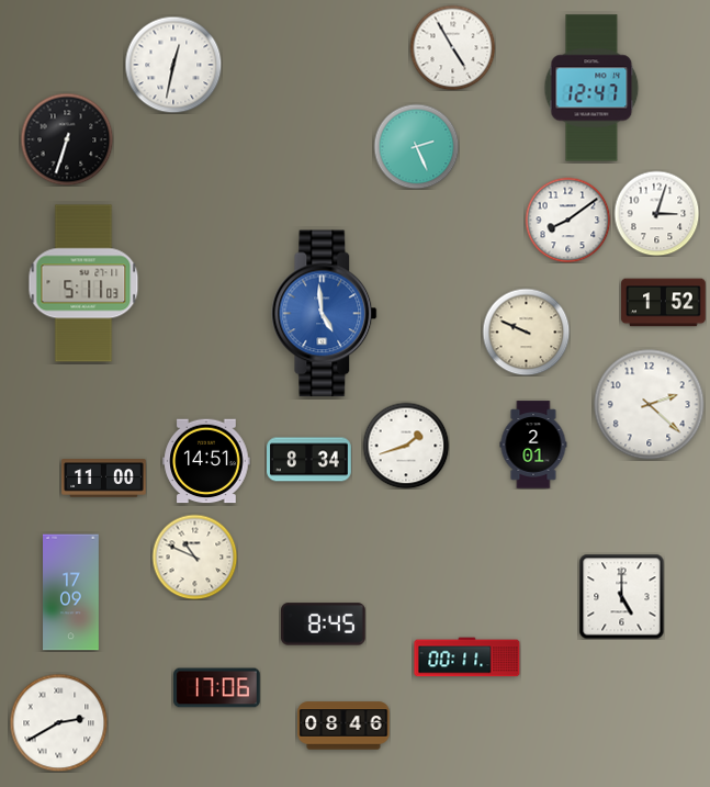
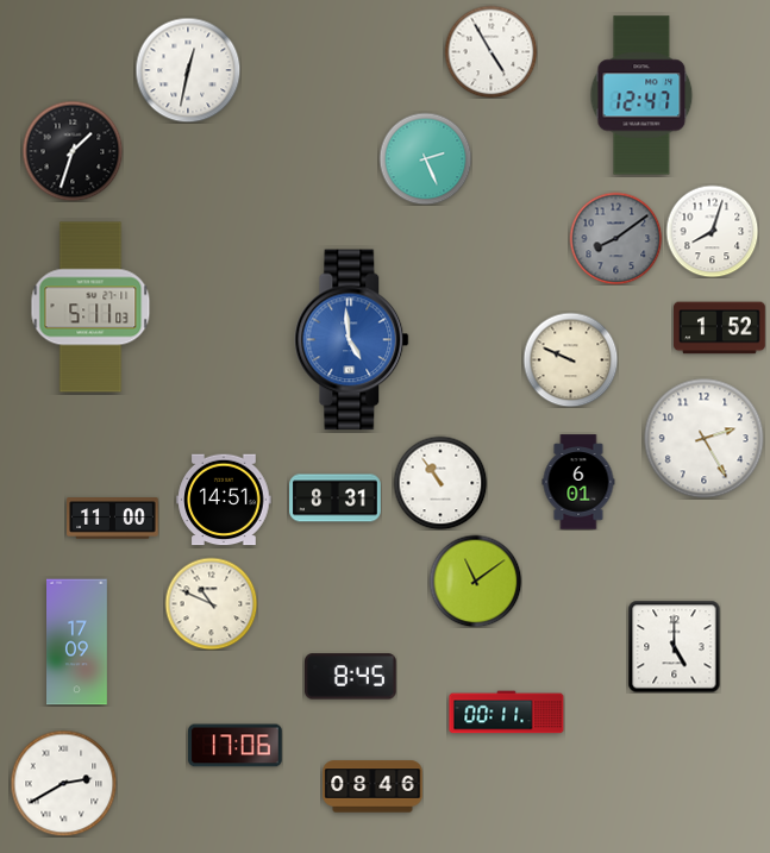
clock at (67, 139): 6:33 -> 1:33
clock at (416, 146) position: (416, 146) -> (425, 158)
clock at (656, 213): 3:03 -> 8:03
clock at (567, 220) dial: white -> grey
clock at (650, 405): 2:22 -> 2:25
clock at (533, 445): 2:01 -> 6:01
clock at (406, 446): 1:42 -> 10:54
clock at (309, 460): 8:34 -> 8:31
clock at (475, 581): none -> 11:09
